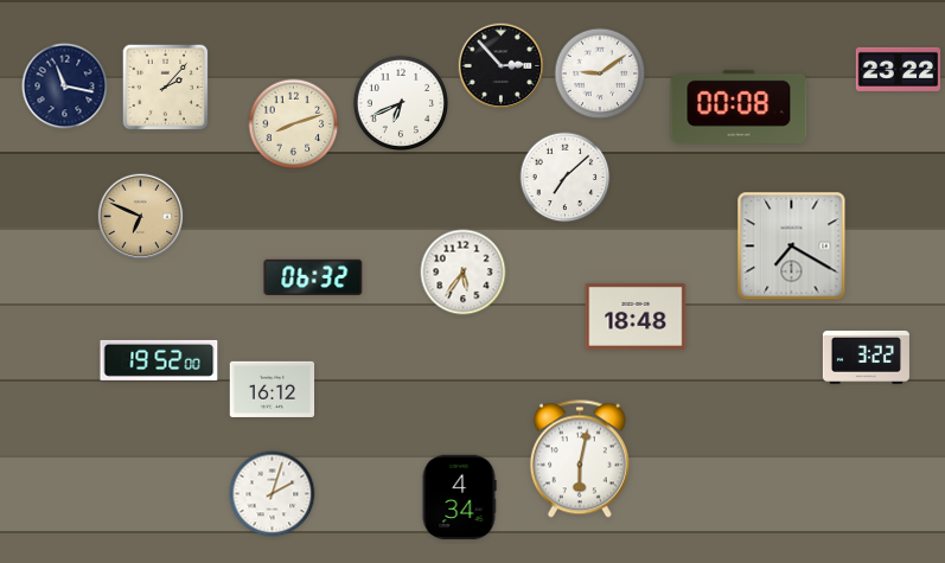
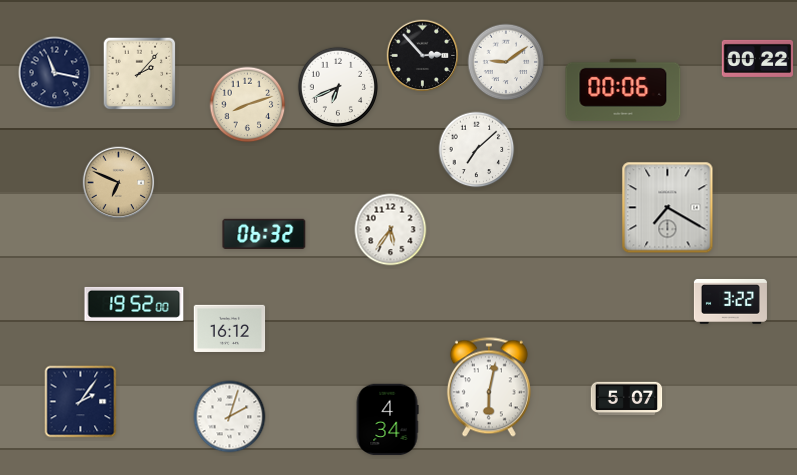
clock at (899, 69): 23:22 -> 00:22
clock at (739, 107): 00:08 -> 00:06
clock at (636, 316): 18:48 -> none
clock at (627, 399): none -> 5:07
clock at (81, 402): none -> 2:06
